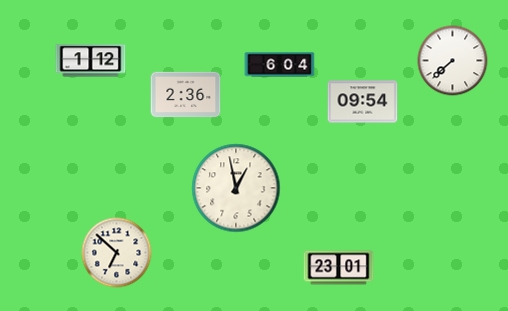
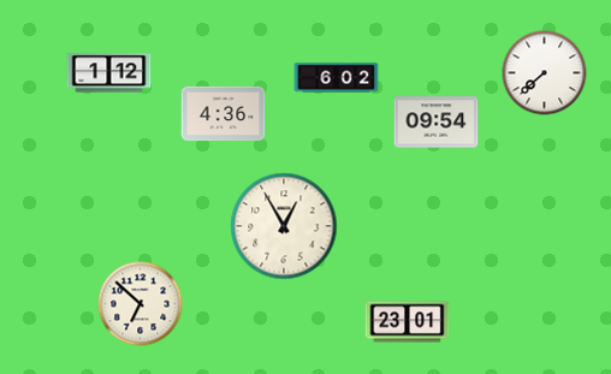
clock at (280, 65): 6:04 -> 6:02
clock at (186, 95): 2:36 -> 4:36
clock at (236, 188): 12:58 -> 12:55
